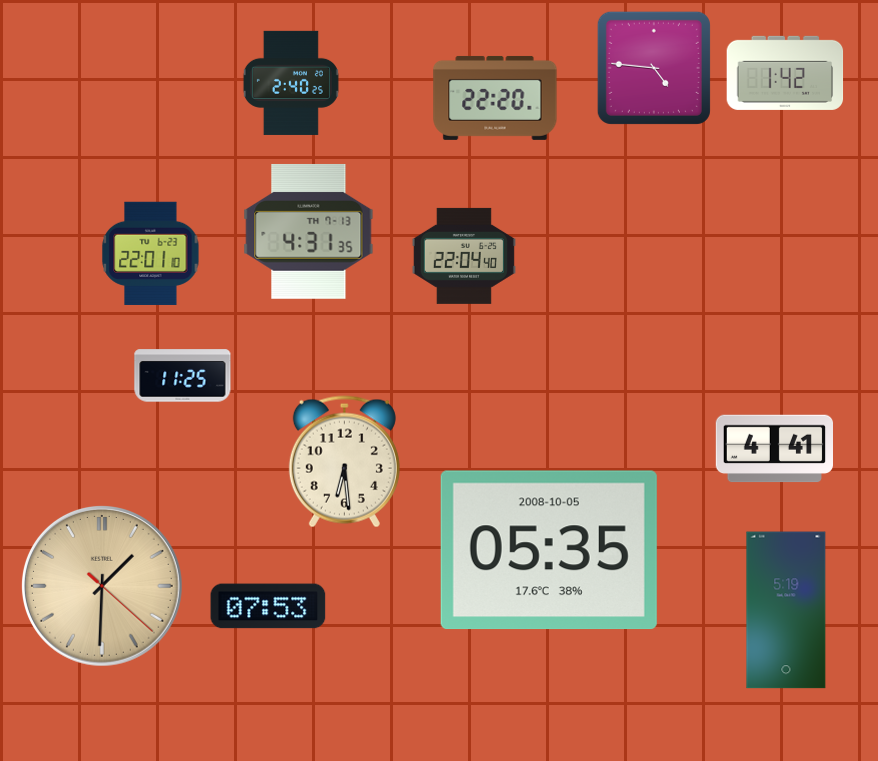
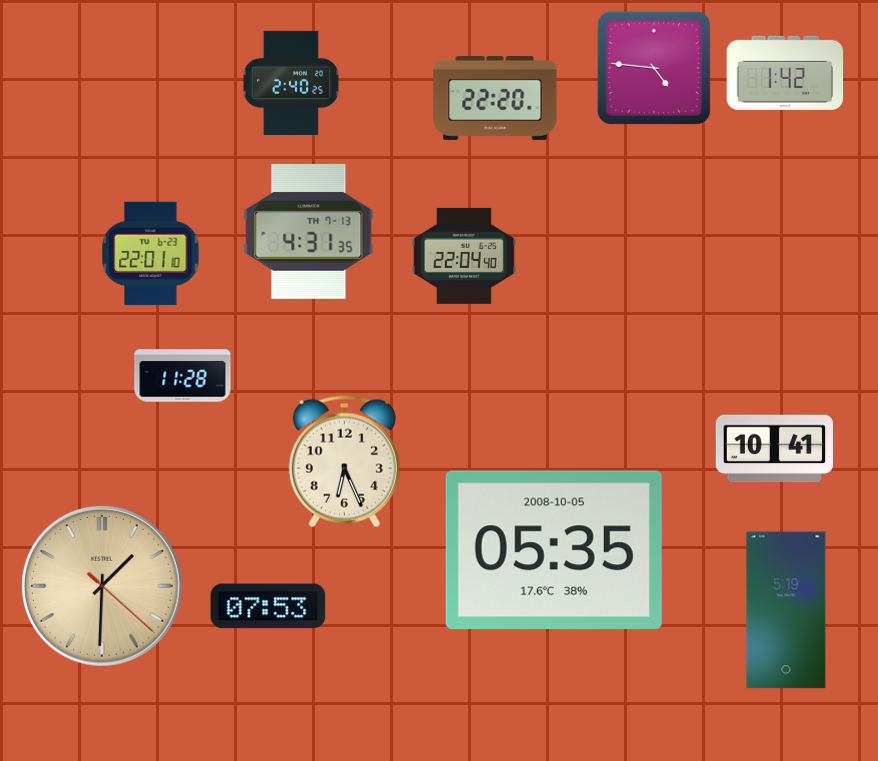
clock at (183, 376): 11:25 -> 11:28
clock at (774, 449): 4:41 -> 10:41
clock at (344, 462): 6:29 -> 6:26
clock at (549, 550) position: (549, 550) -> (554, 550)
